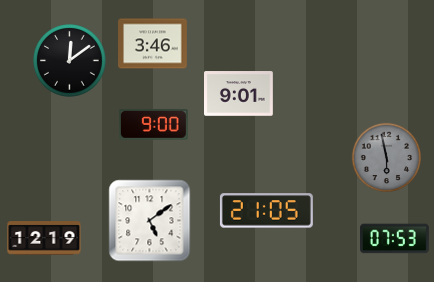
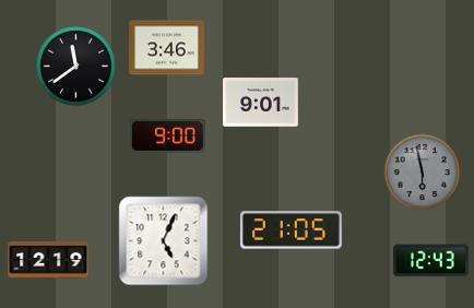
clock at (70, 61): 12:09 -> 11:39
clock at (150, 221): 5:09 -> 5:04
clock at (395, 239): 07:53 -> 12:43
